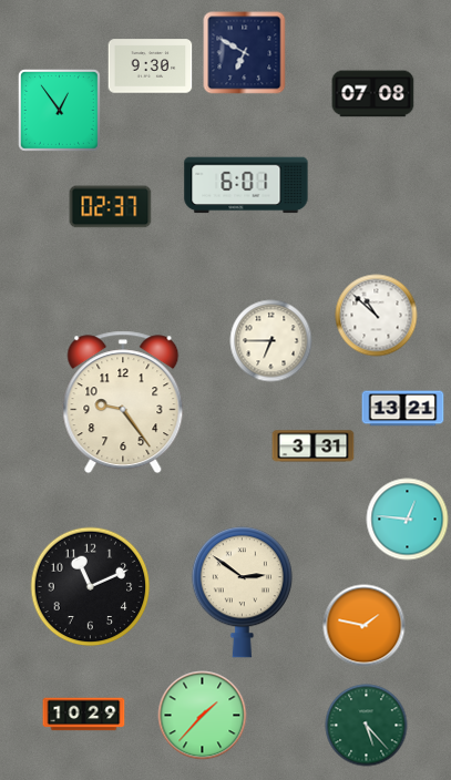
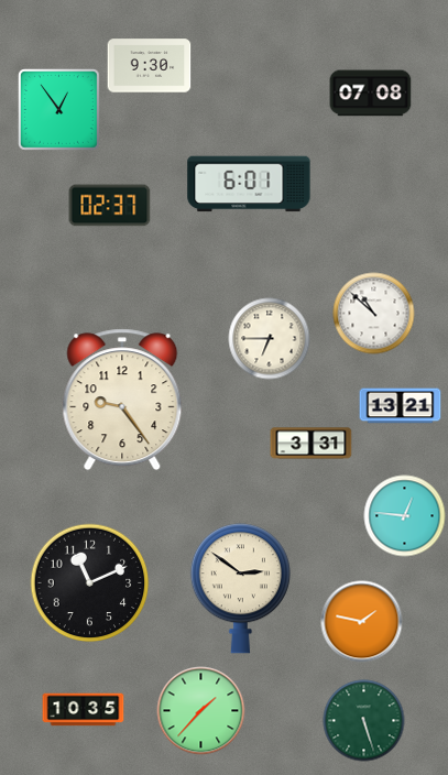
clock at (245, 53): 6:50 -> none
clock at (246, 185) position: (246, 185) -> (249, 184)
clock at (84, 715): 10:29 -> 10:35
clock at (367, 726): 5:23 -> 5:27
